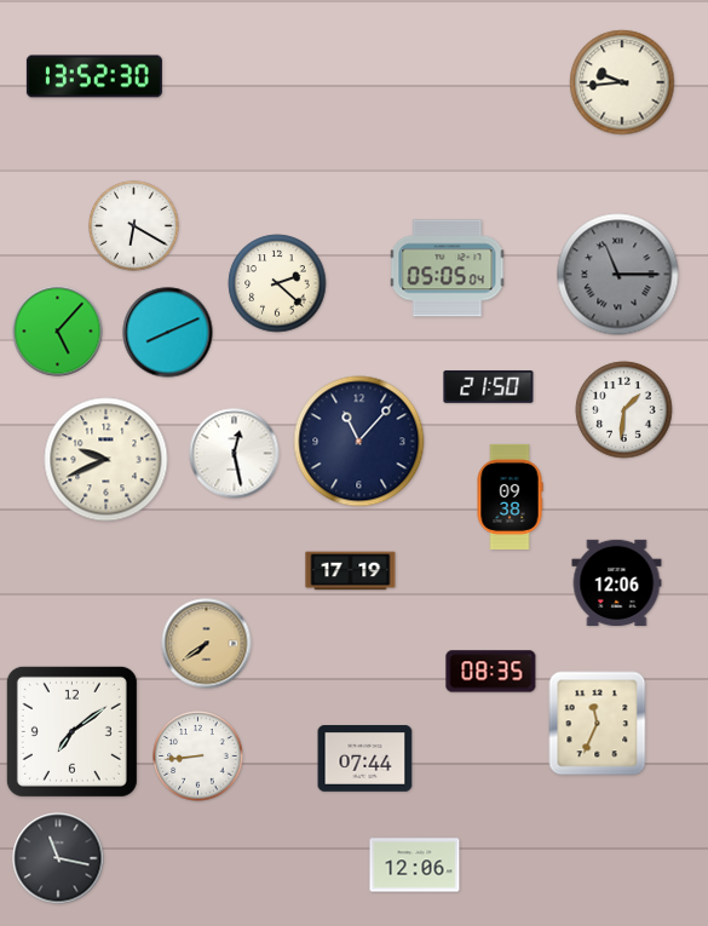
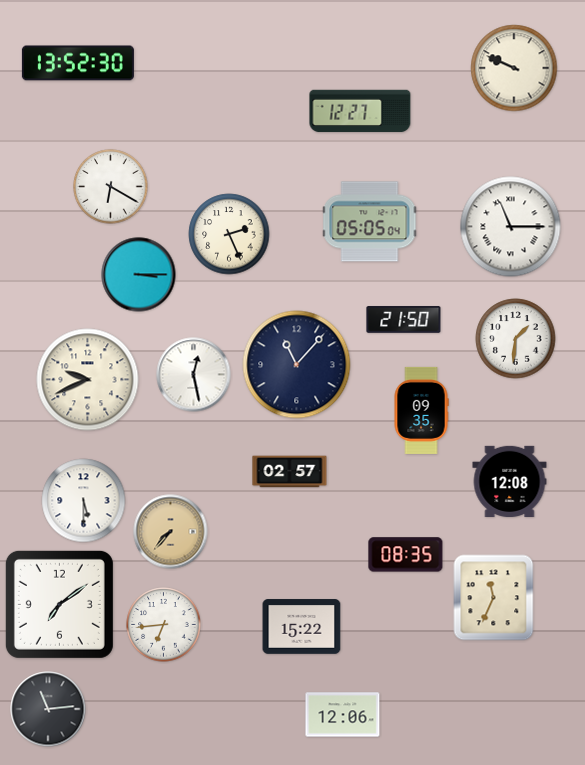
clock at (622, 82): 9:44 -> 9:49
clock at (360, 111): none -> 12:27
clock at (618, 275) dial: grey -> white
clock at (277, 283): 2:22 -> 2:26
clock at (58, 332): 5:07 -> none
clock at (168, 333): 8:11 -> 3:15
clock at (510, 496): 09:38 -> 09:35
clock at (351, 571): 17:19 -> 02:57
clock at (617, 582): 12:06 -> 12:08
clock at (84, 501): none -> 5:30
clock at (207, 644): 7:39 -> 7:37
clock at (198, 757): 8:44 -> 6:44
clock at (365, 759): 07:44 -> 15:22
clock at (58, 858): 11:17 -> 11:14
